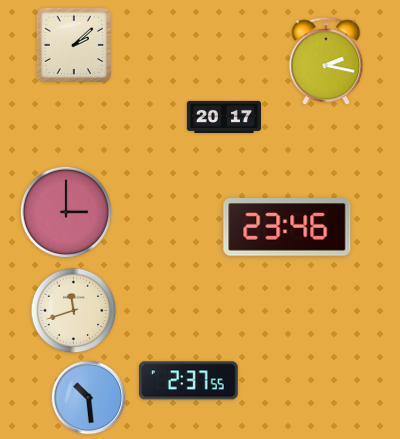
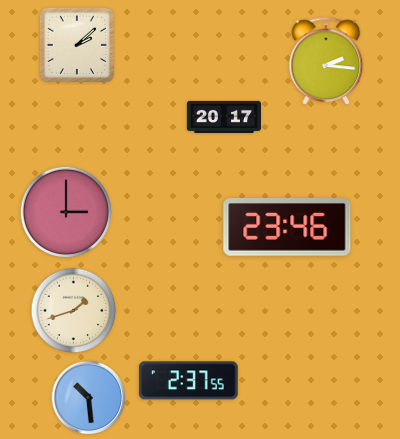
clock at (73, 44) position: (73, 44) -> (76, 44)
clock at (326, 62): 2:17 -> 2:16
clock at (74, 311): 11:42 -> 1:42
